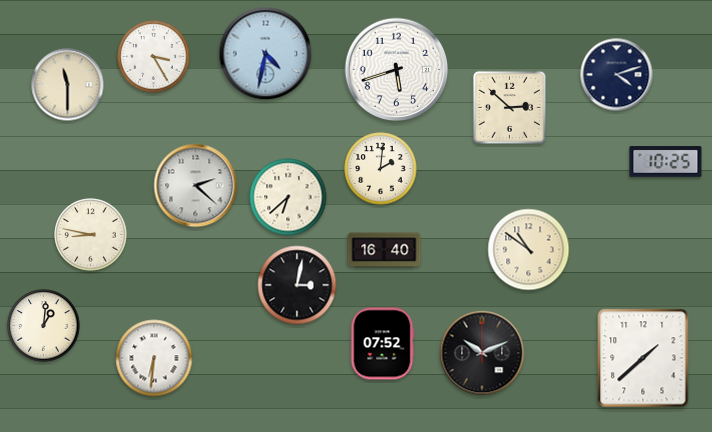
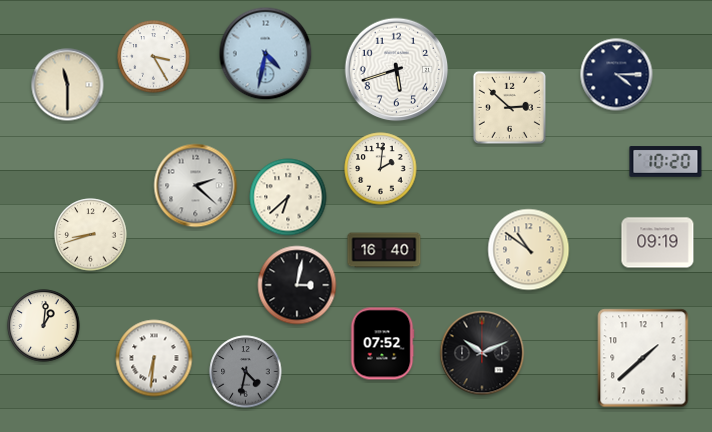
clock at (617, 75): 4:12 -> 4:15
clock at (666, 162): 10:25 -> 10:20
clock at (91, 235): 8:47 -> 8:42
clock at (658, 243): none -> 09:19
clock at (246, 372): none -> 4:32
